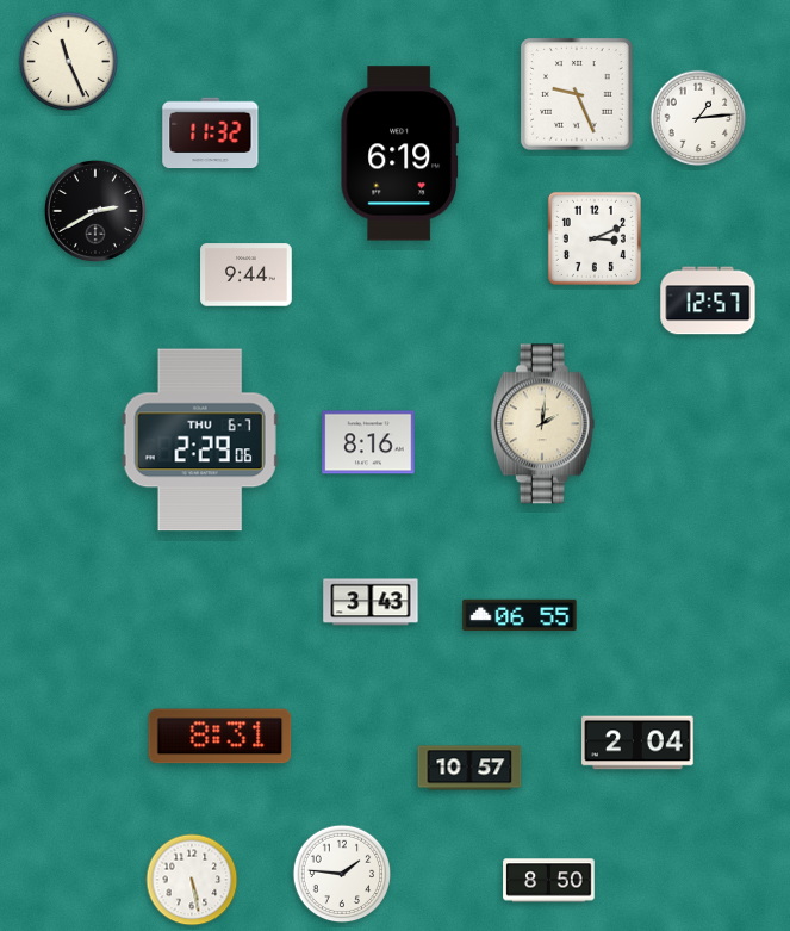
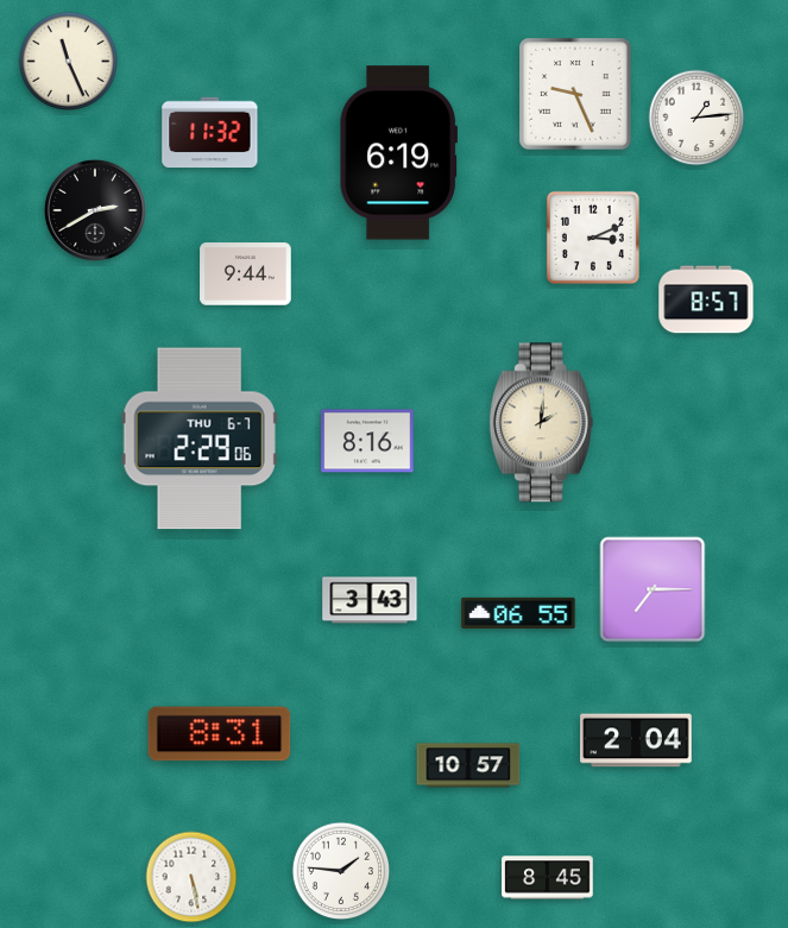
clock at (708, 300): 12:57 -> 8:57
clock at (653, 589): none -> 7:15
clock at (549, 881): 8:50 -> 8:45
